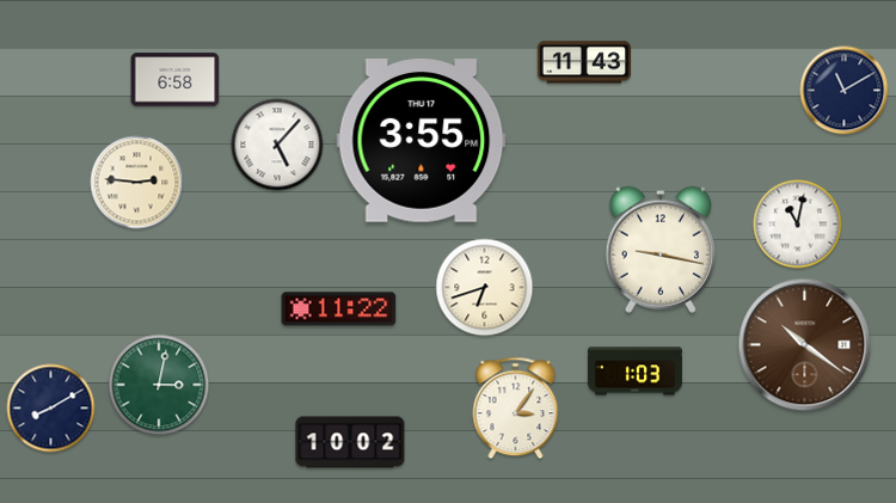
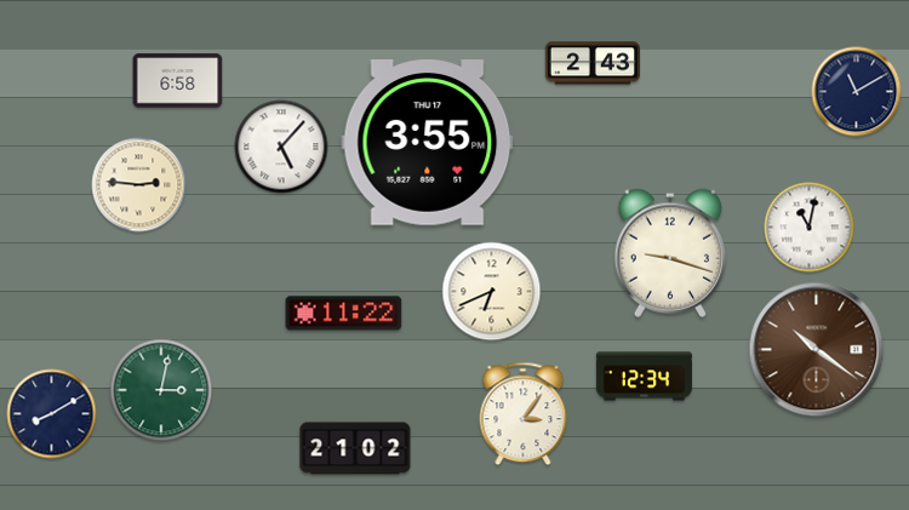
clock at (584, 62): 11:43 -> 2:43
clock at (659, 250): 9:17 -> 9:18
clock at (485, 288): 6:42 -> 6:41
clock at (634, 372): 1:03 -> 12:34
clock at (350, 442): 10:02 -> 21:02
